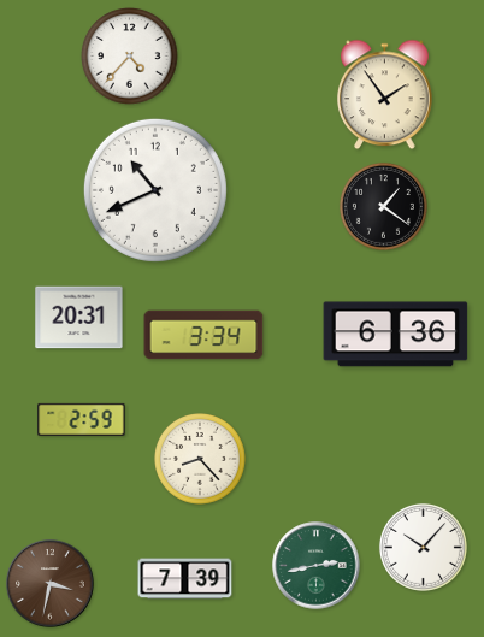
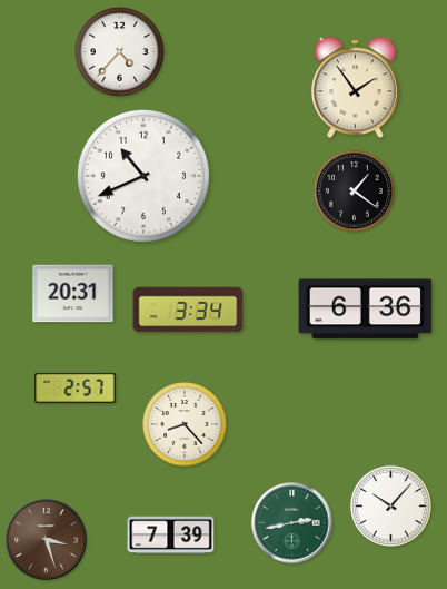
clock at (82, 419): 2:59 -> 2:57
clock at (51, 584): 3:32 -> 3:27
